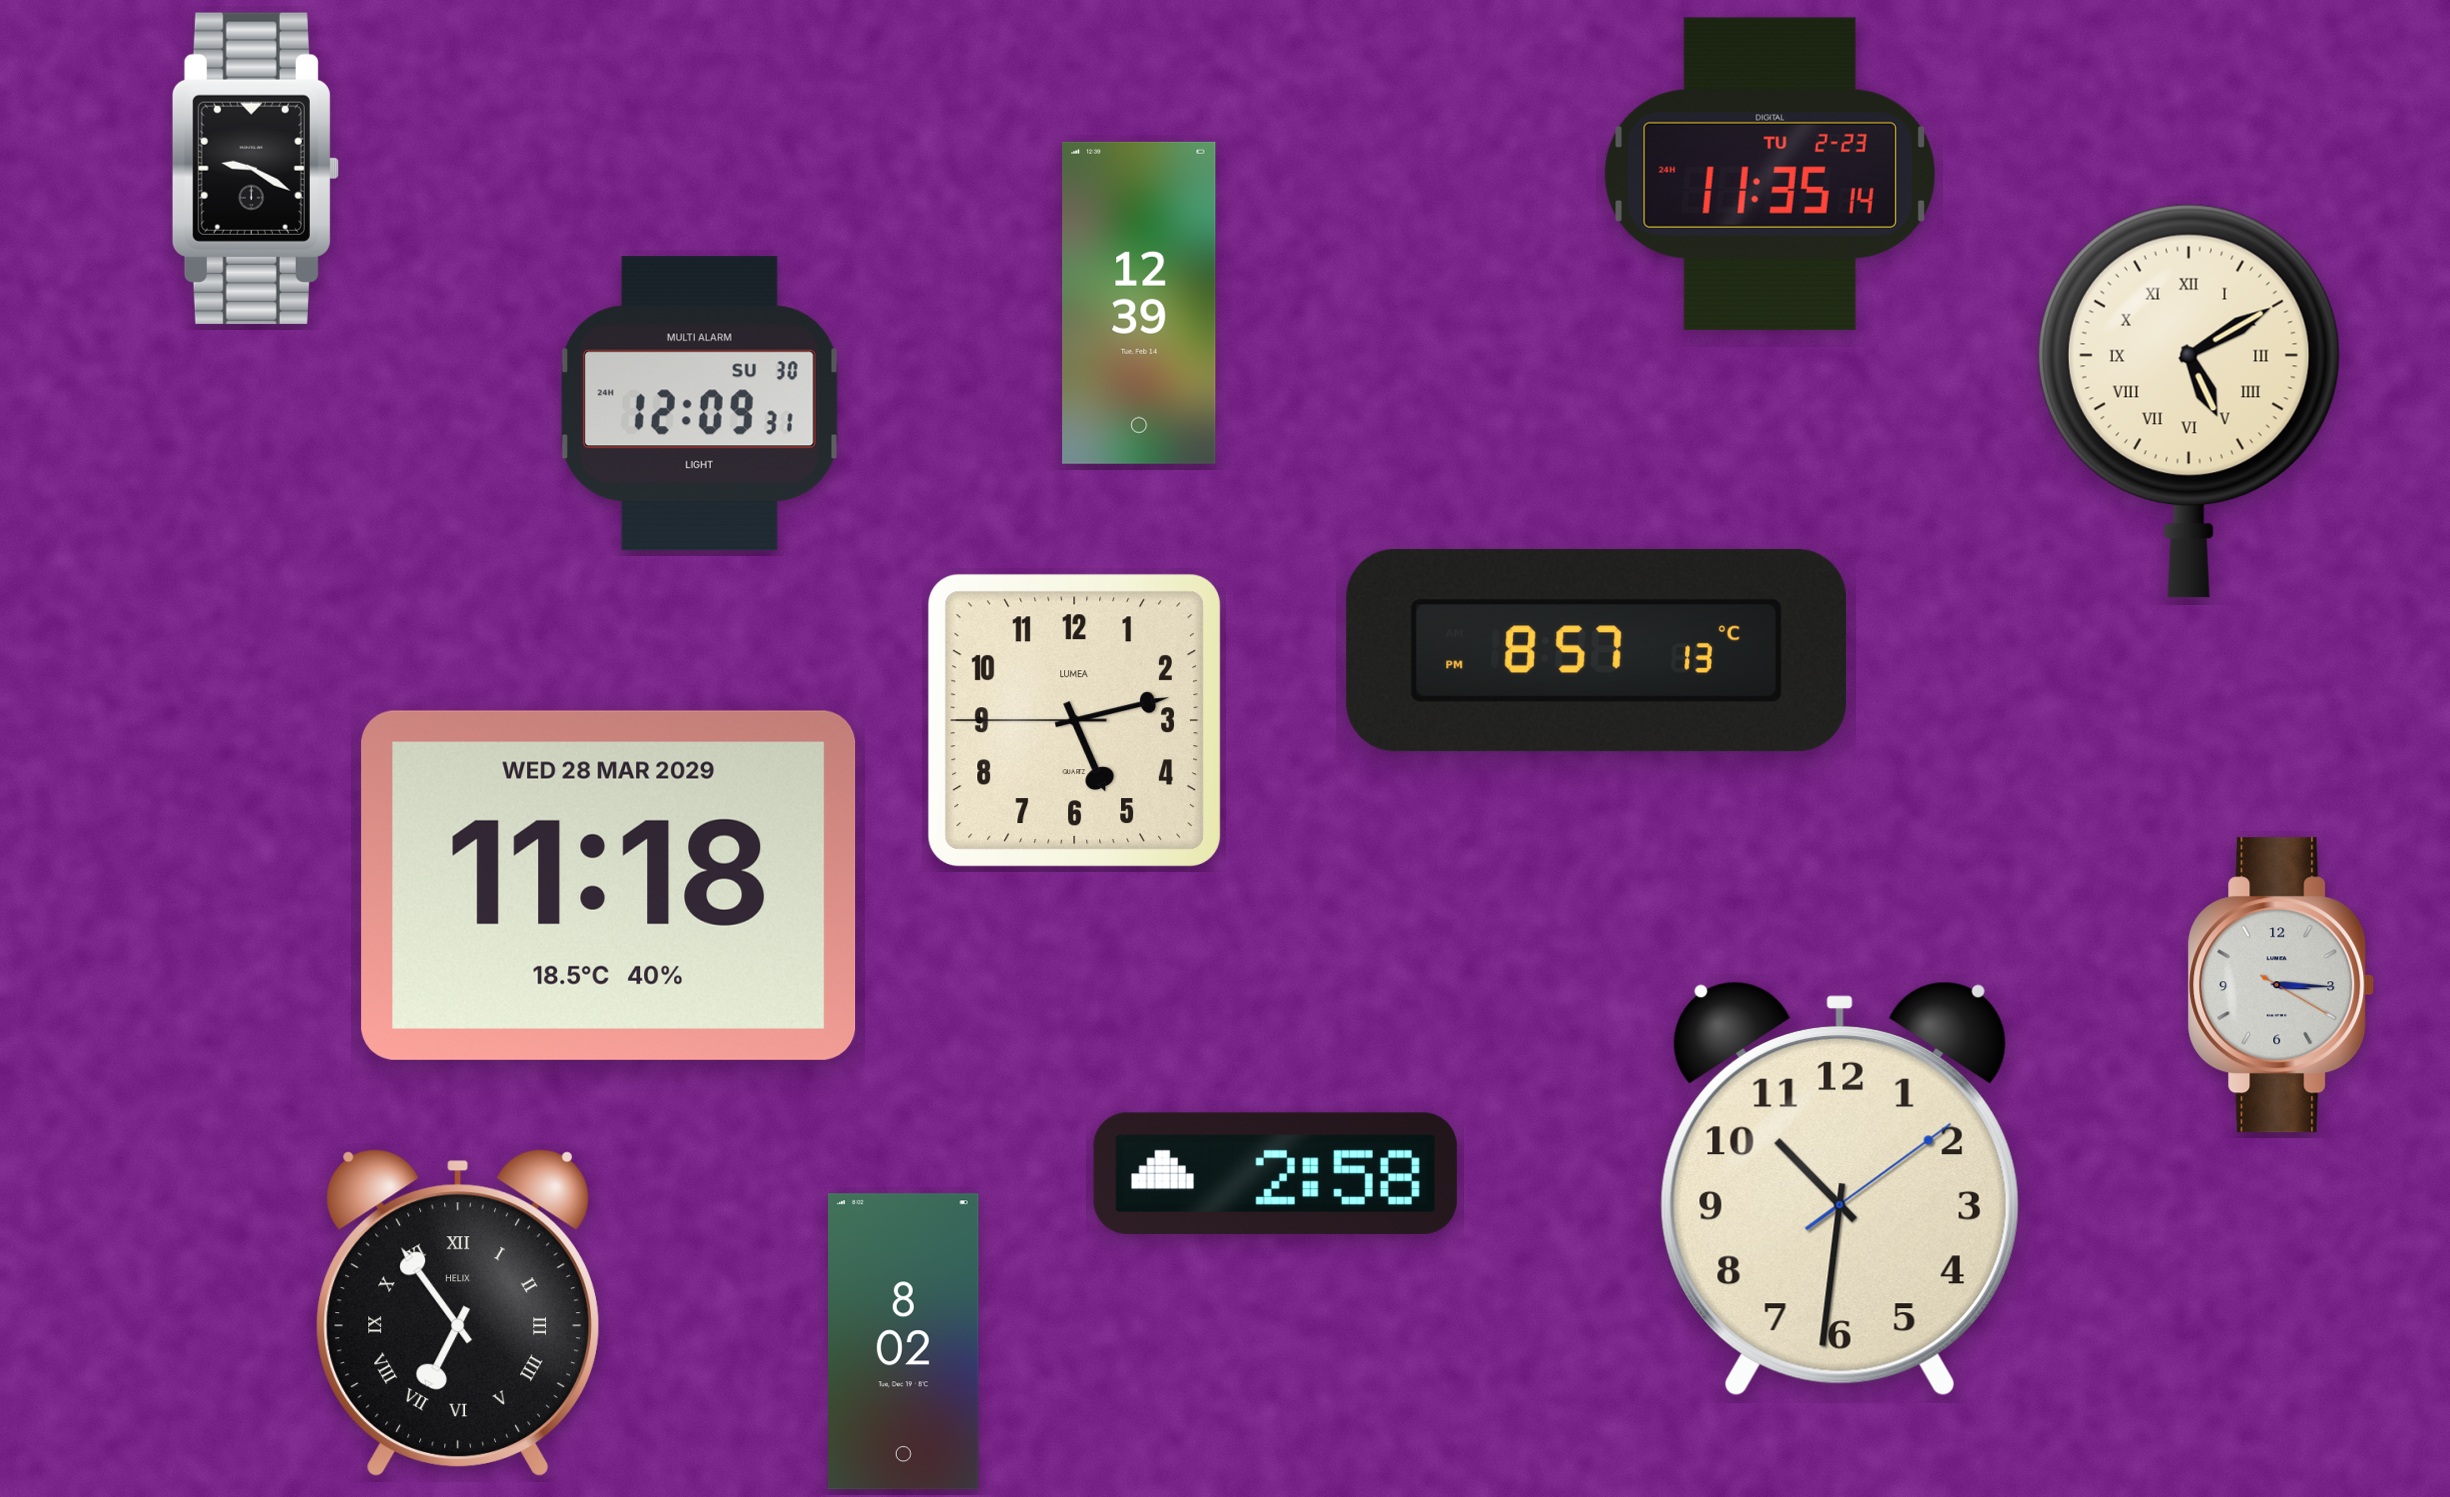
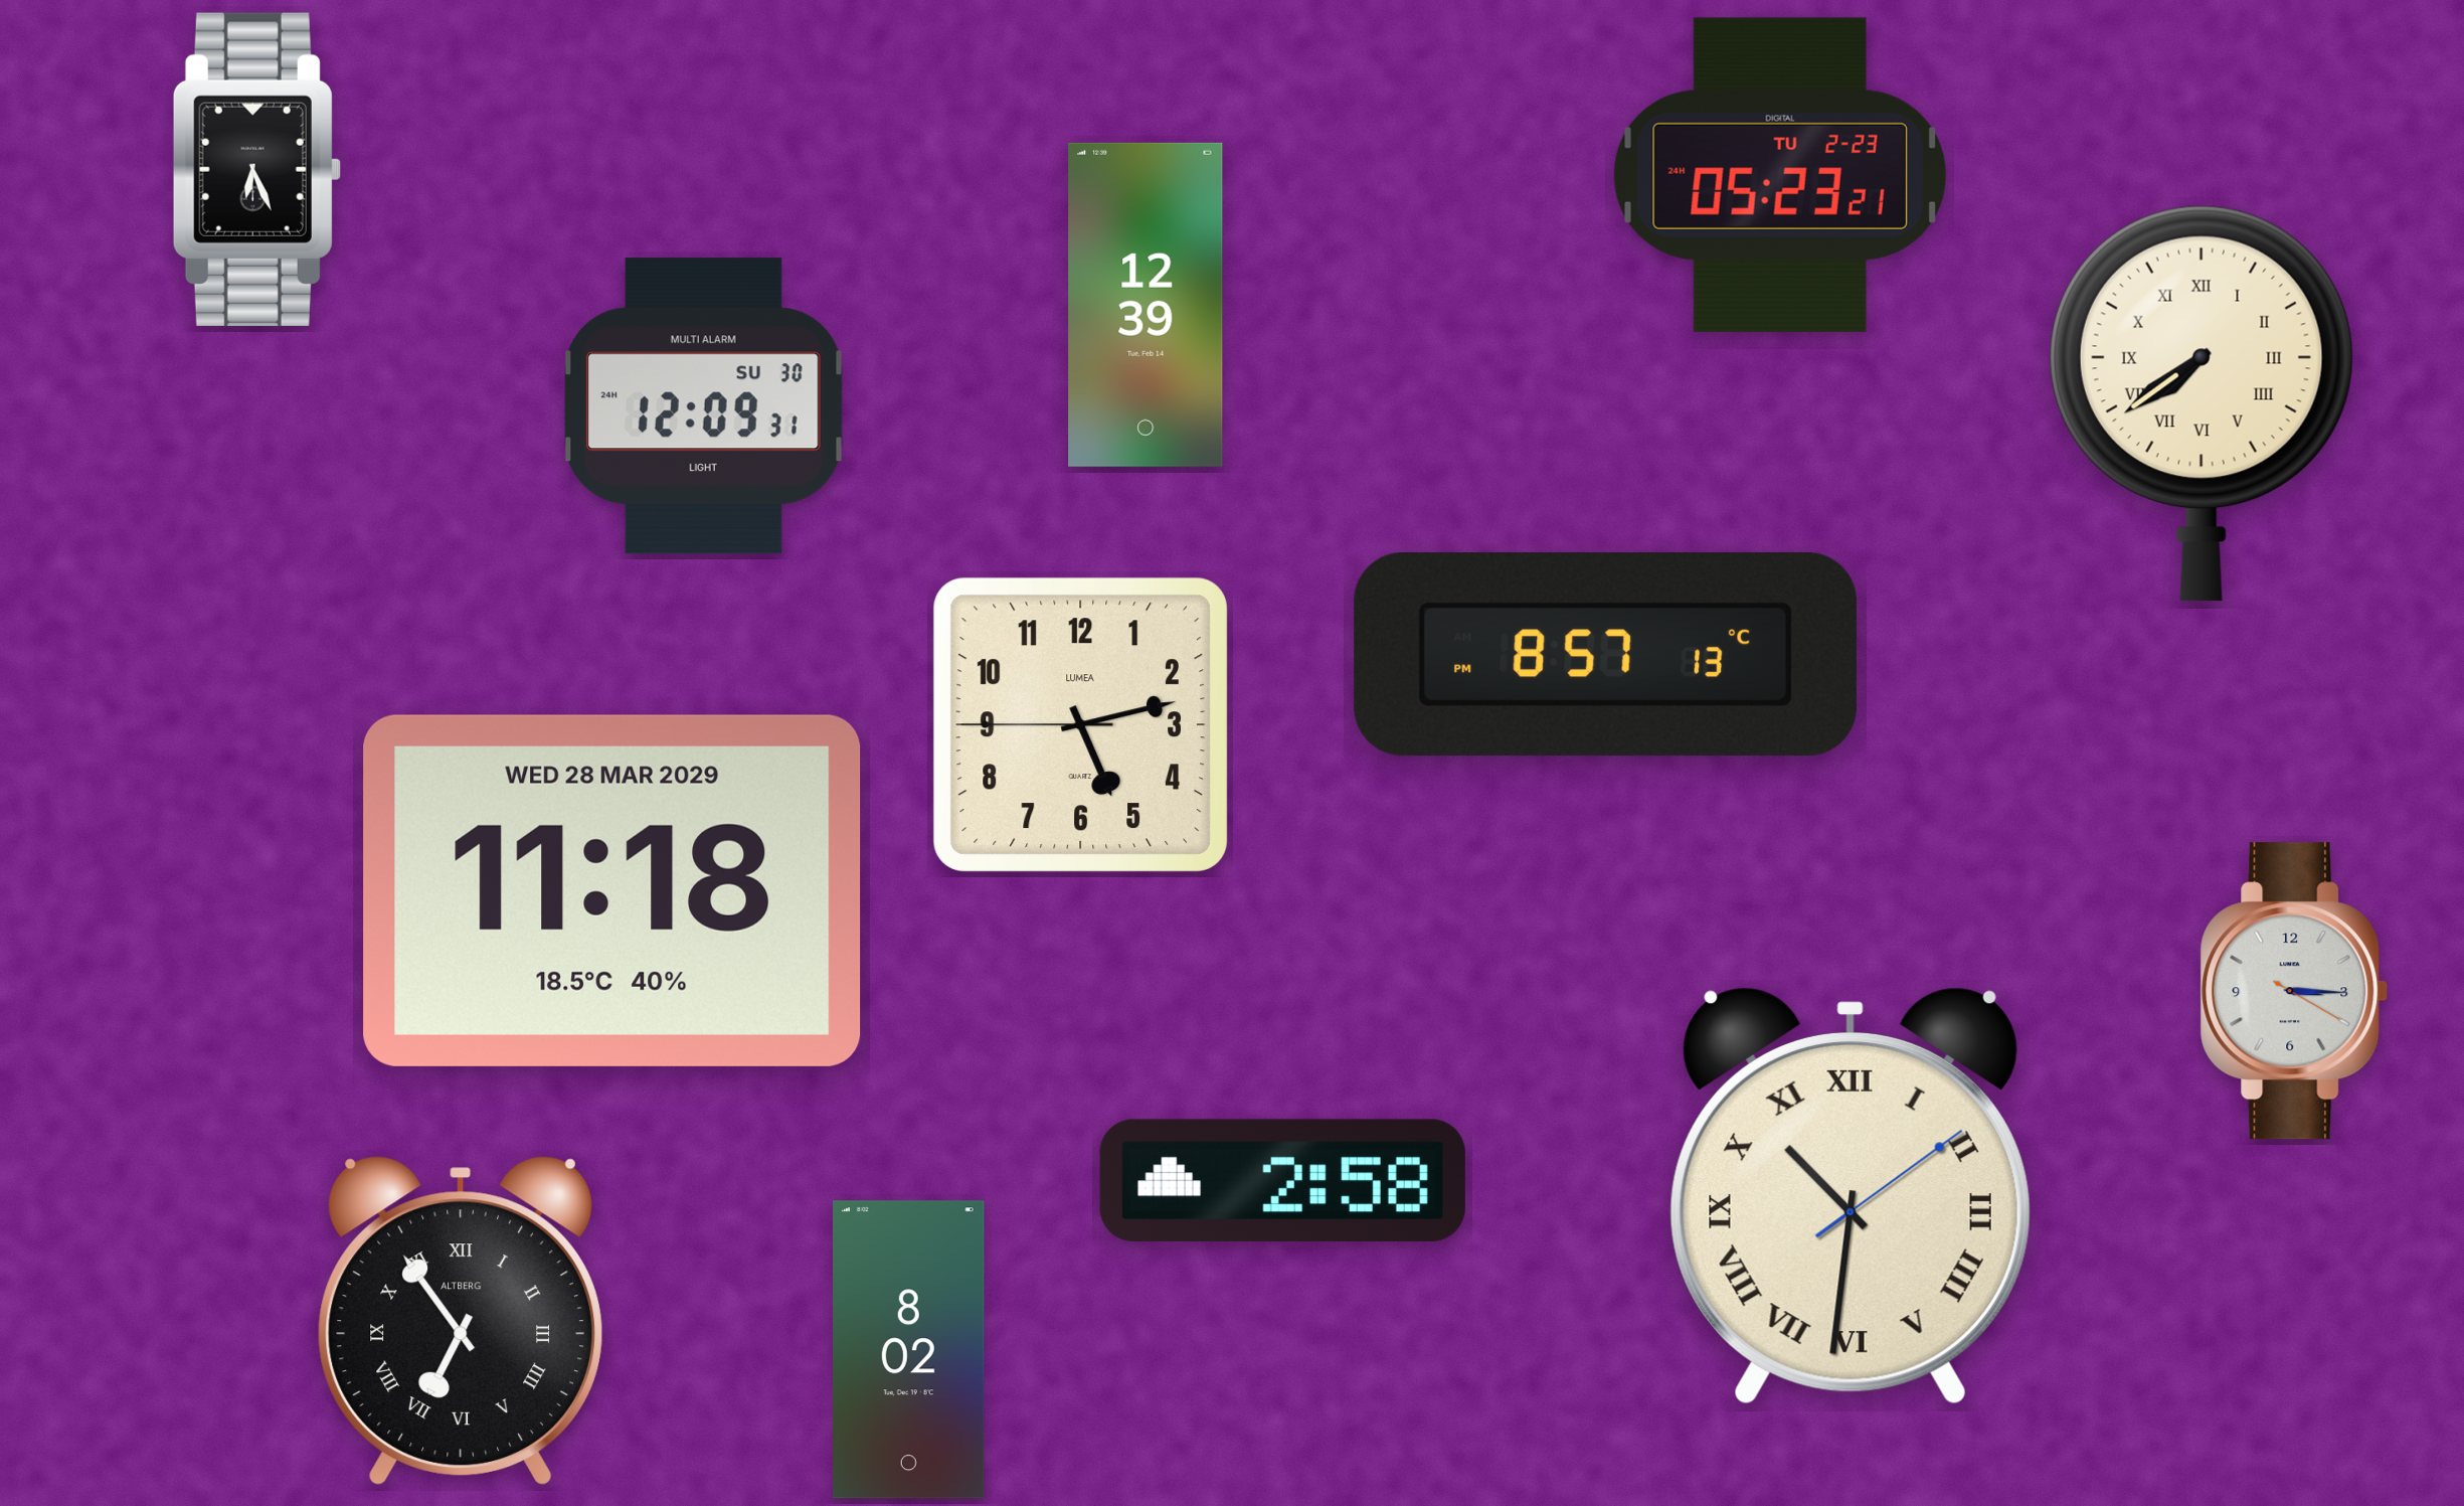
clock at (255, 168): 9:20 -> 6:26
clock at (1770, 174): 11:35 -> 05:23
clock at (2189, 401): 5:10 -> 7:39
clock at (1840, 1189) numerals: Arabic -> Roman
clock at (458, 1312) brand: HELIX -> ALTBERG
